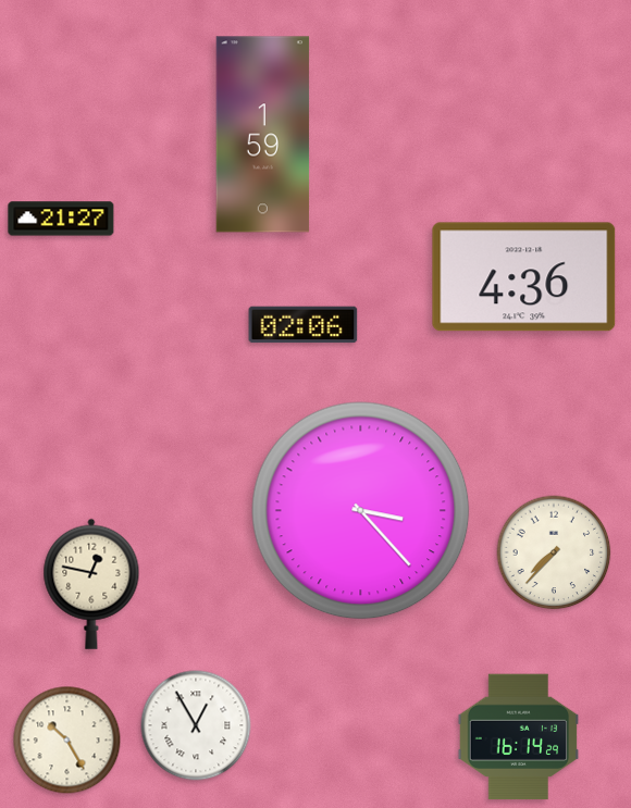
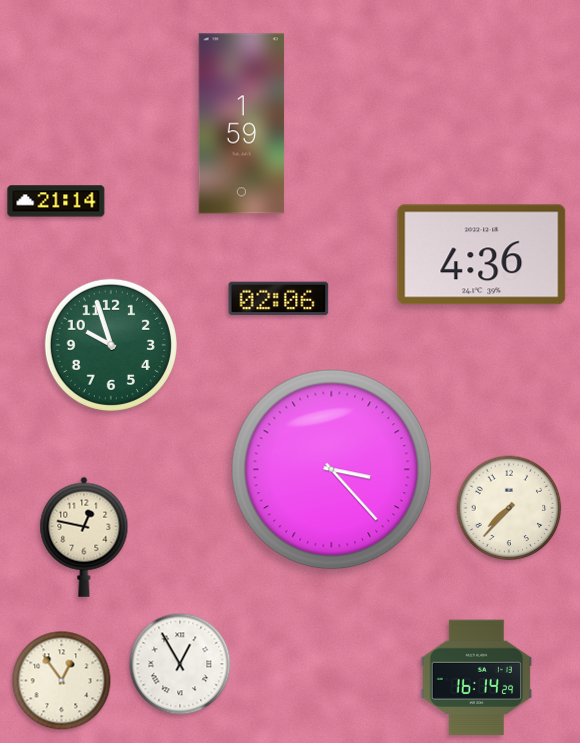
clock at (61, 219): 21:27 -> 21:14
clock at (111, 345): none -> 9:57
clock at (196, 725) position: (196, 725) -> (180, 664)
clock at (67, 741): 10:25 -> 12:54
